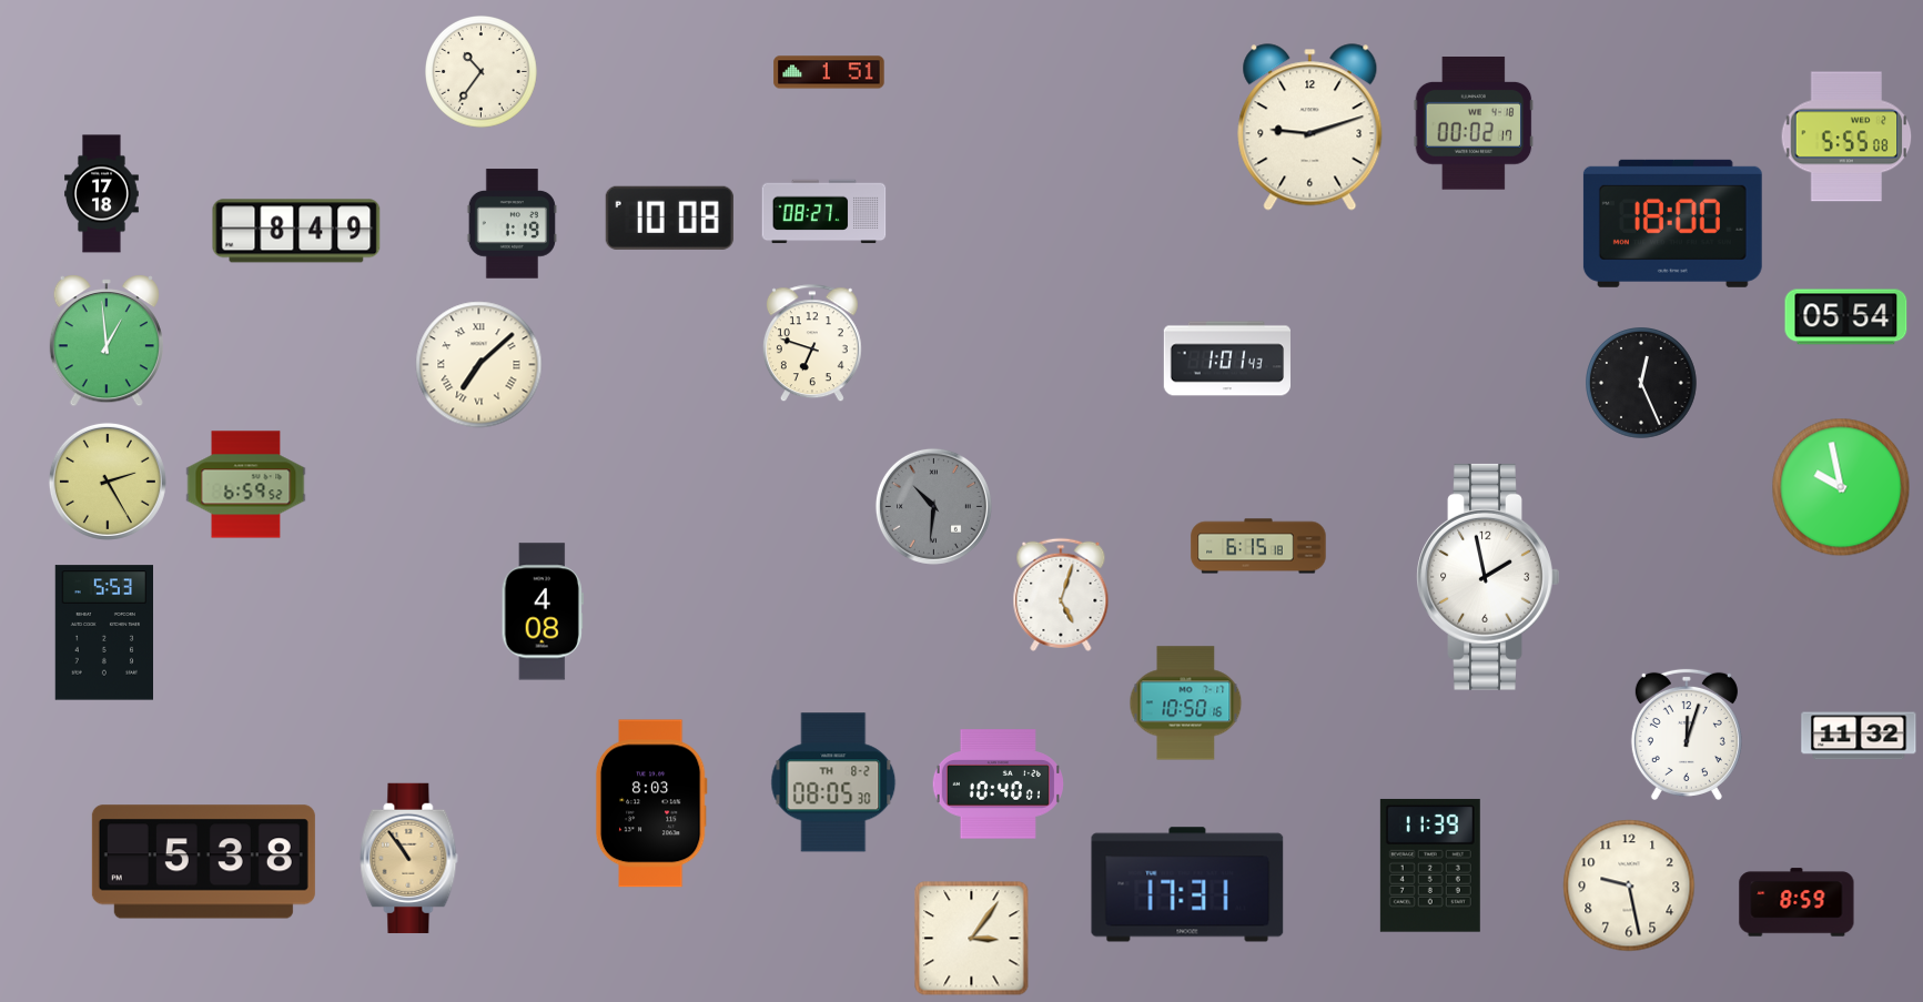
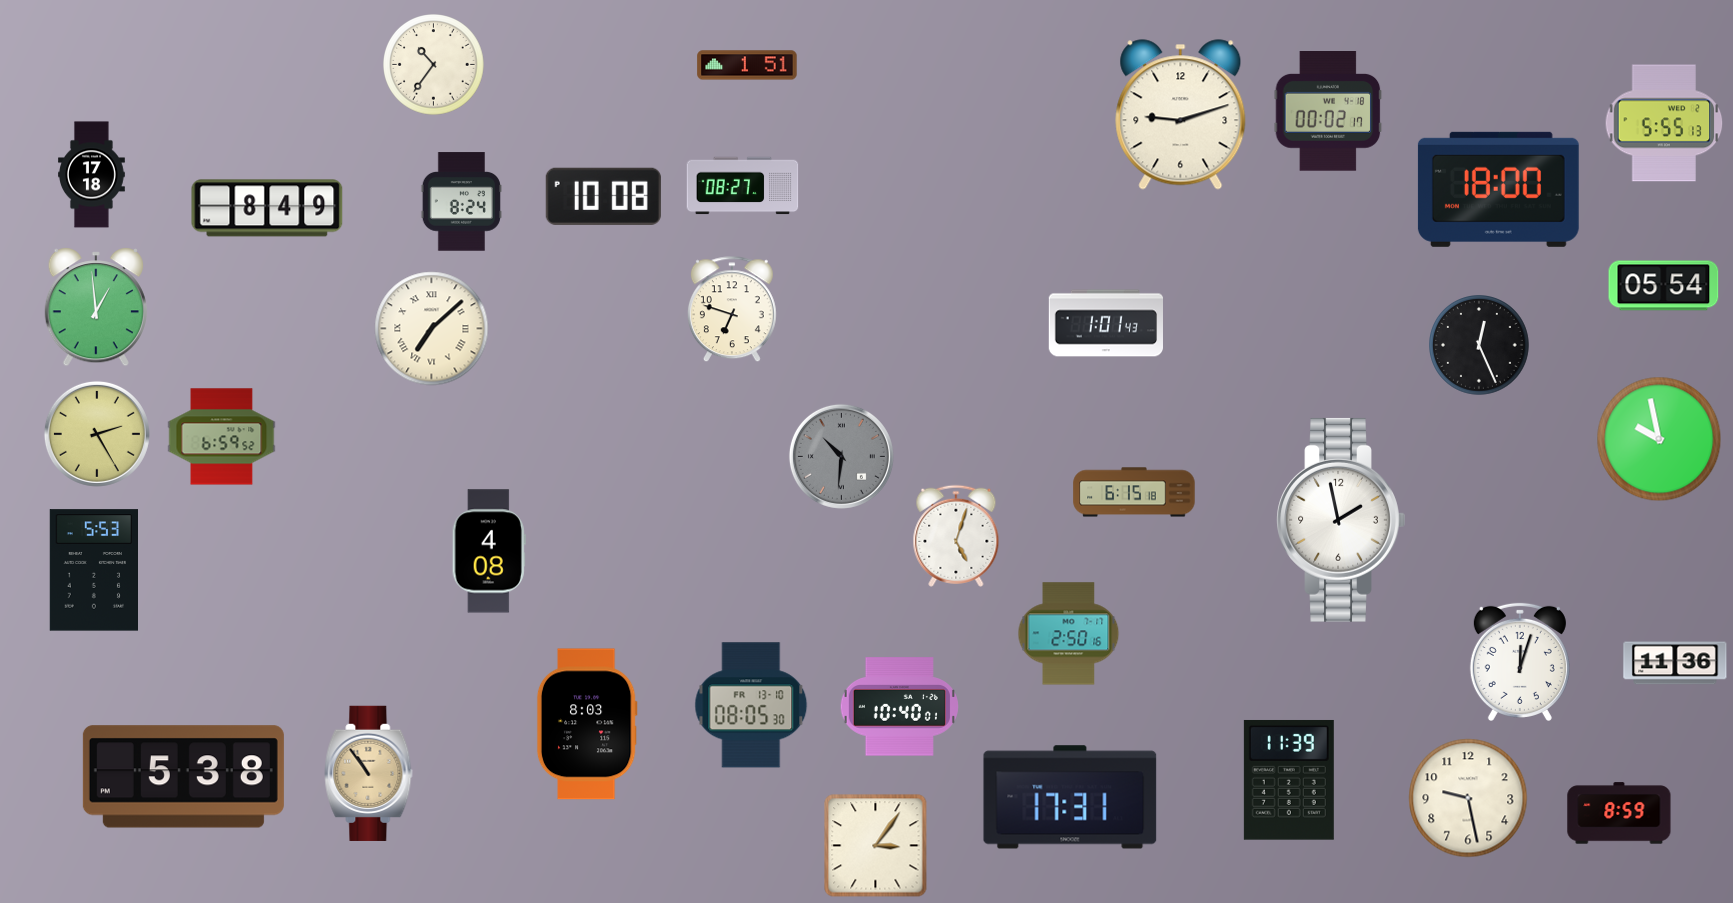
clock at (1846, 136): 5:55:08 -> 5:55:13
clock at (824, 212) position: (824, 212) -> (743, 186)
clock at (1672, 223) position: (1672, 223) -> (1498, 189)
clock at (512, 224): 1:19 -> 8:24
clock at (1186, 704): 10:50 -> 2:50
clock at (1859, 736): 11:32 -> 11:36
clock at (833, 782) date: TH 8-2 -> FR 13-10
